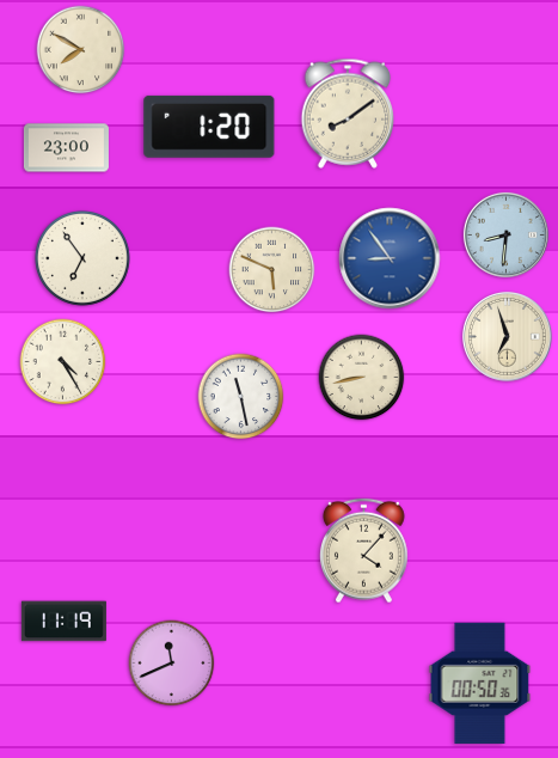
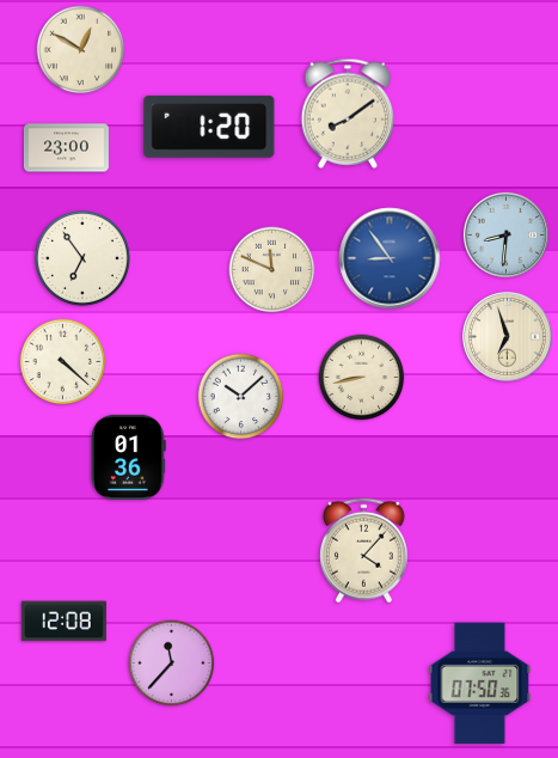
clock at (81, 50): 7:50 -> 12:50
clock at (272, 270): 5:49 -> 11:49
clock at (63, 362): 4:25 -> 4:22
clock at (241, 397): 11:28 -> 10:08
clock at (128, 457): none -> 01:36
clock at (63, 622): 11:19 -> 12:08
clock at (172, 664): 11:41 -> 11:37
clock at (480, 683): 00:50 -> 07:50
